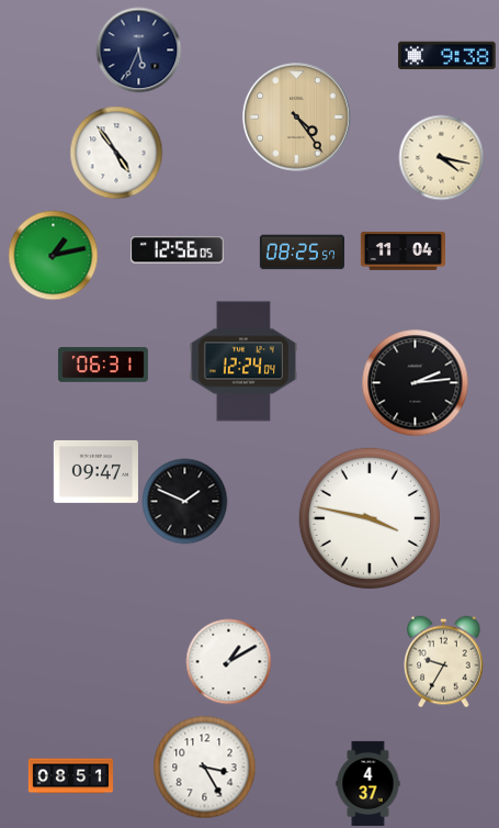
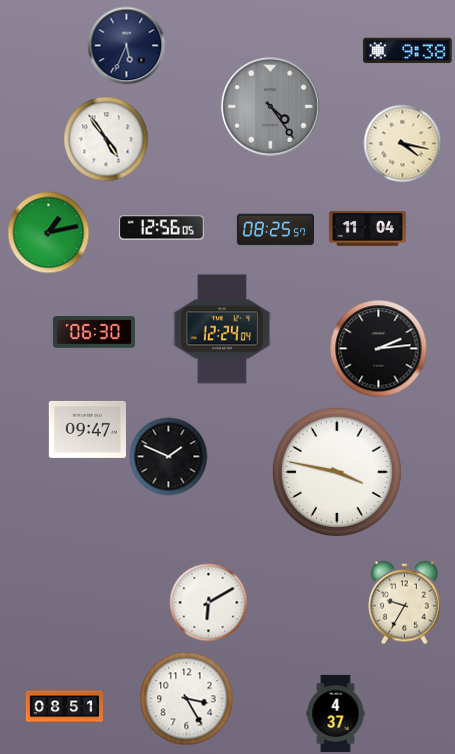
clock at (297, 118) dial: champagne -> grey
clock at (103, 365): 06:31 -> 06:30
clock at (228, 661): 1:10 -> 6:10
